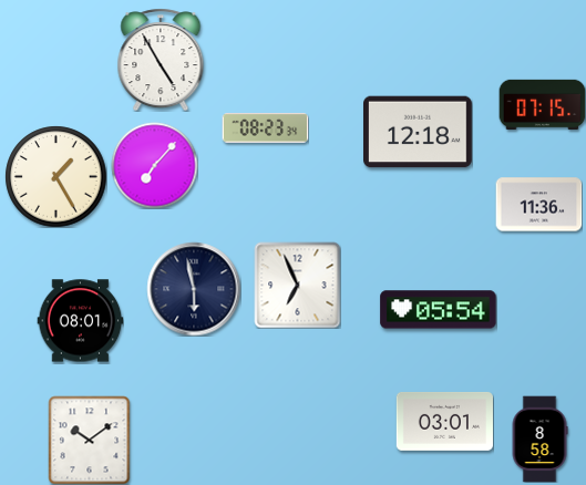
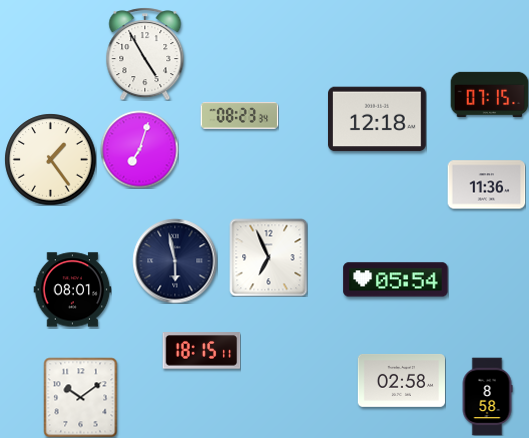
clock at (154, 165): 7:07 -> 7:03
clock at (55, 176): 1:25 -> 1:24
clock at (201, 351): none -> 18:15
clock at (444, 421): 03:01 -> 02:58
